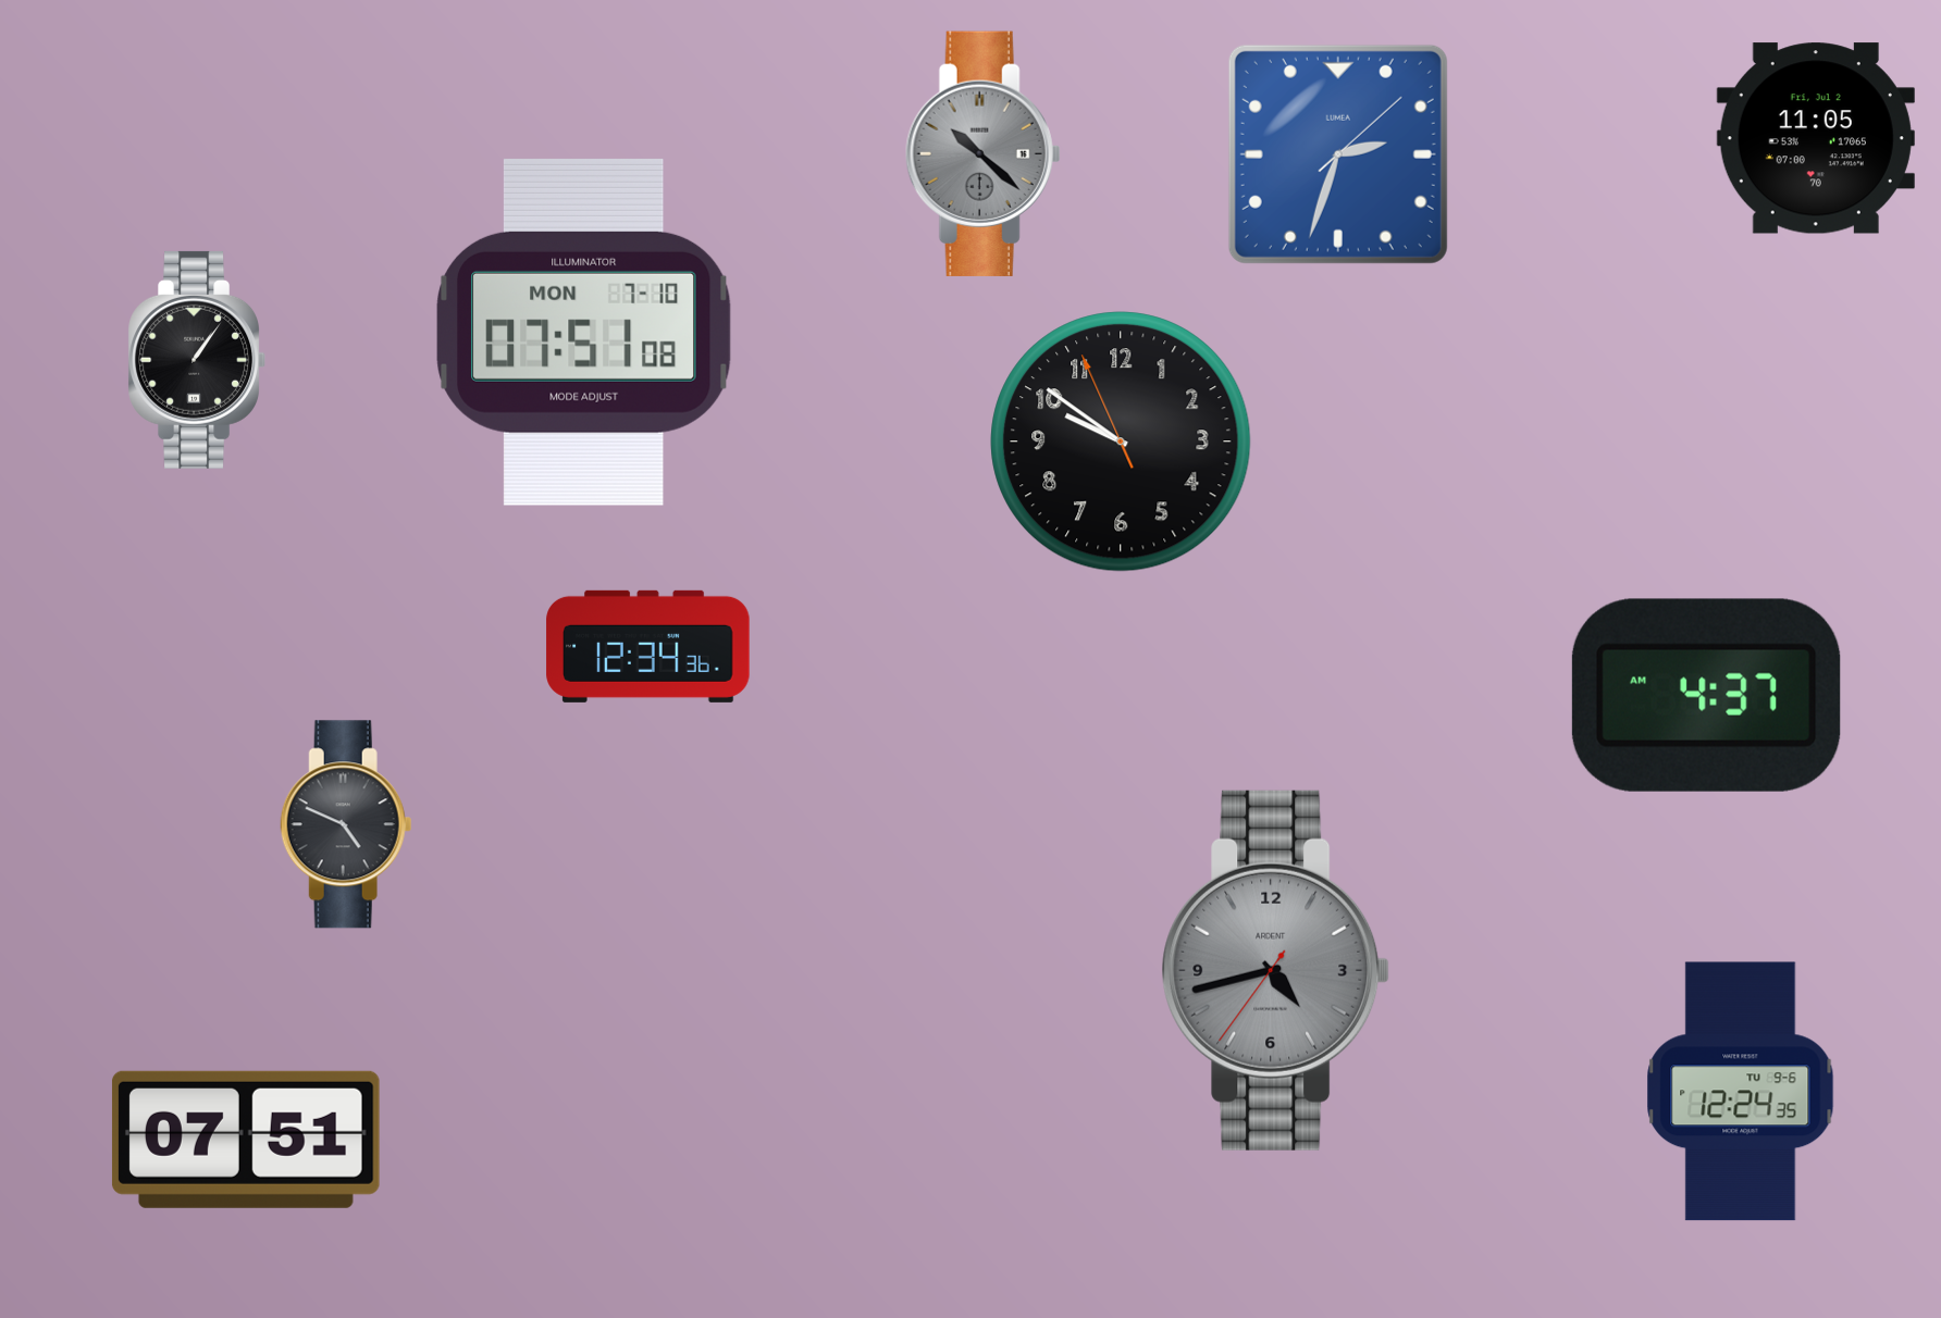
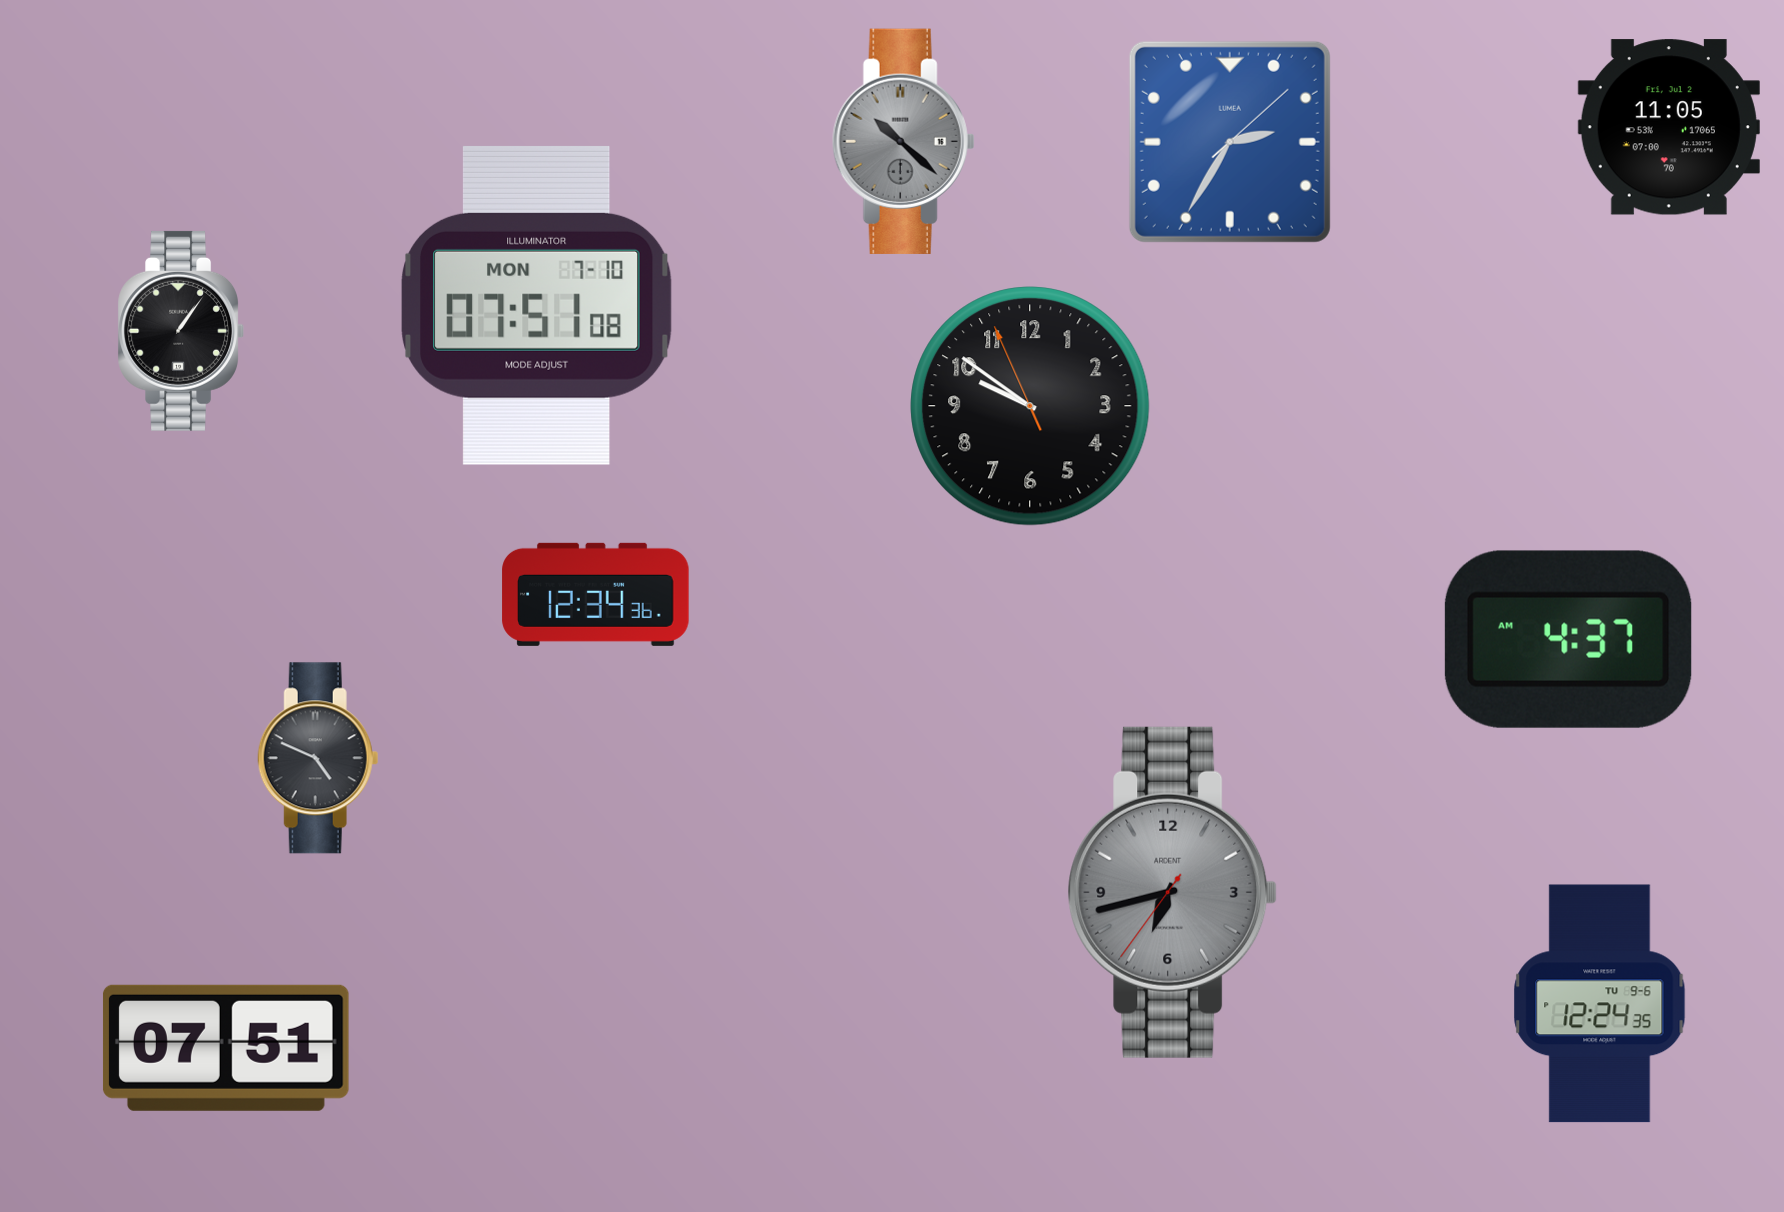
clock at (1338, 154): 2:33 -> 2:35
clock at (1276, 970): 4:42 -> 6:42
